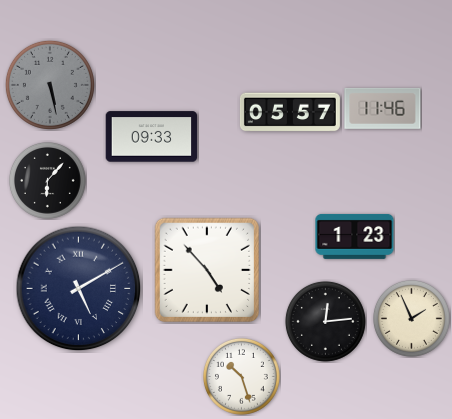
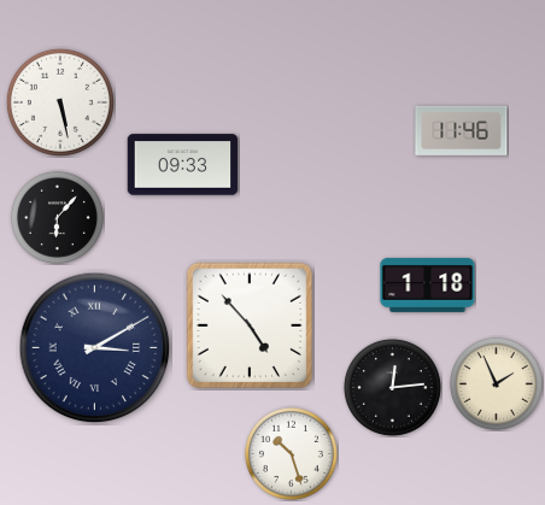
clock at (50, 85) dial: grey -> white
clock at (290, 112): 05:57 -> none
clock at (355, 236): 1:23 -> 1:18
clock at (79, 289): 5:10 -> 3:10
